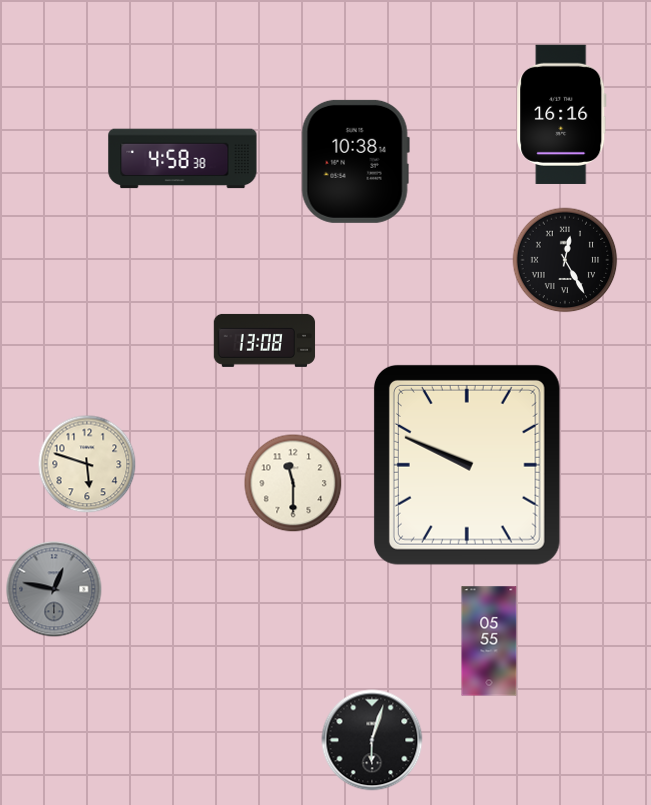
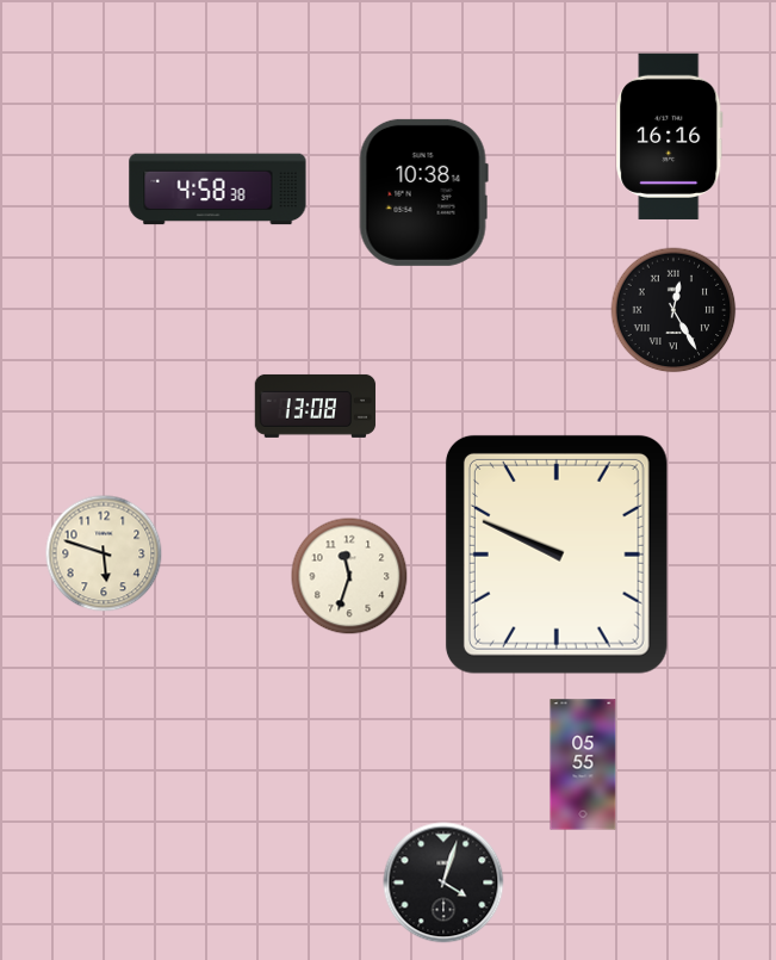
clock at (293, 483): 11:30 -> 11:33
clock at (54, 589): 12:47 -> none
clock at (372, 740): 6:03 -> 4:03
